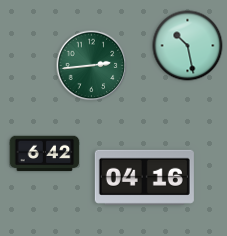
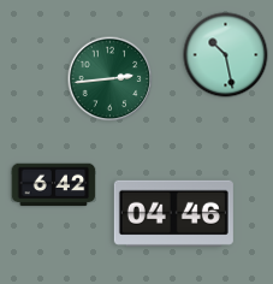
clock at (144, 177): 04:16 -> 04:46
